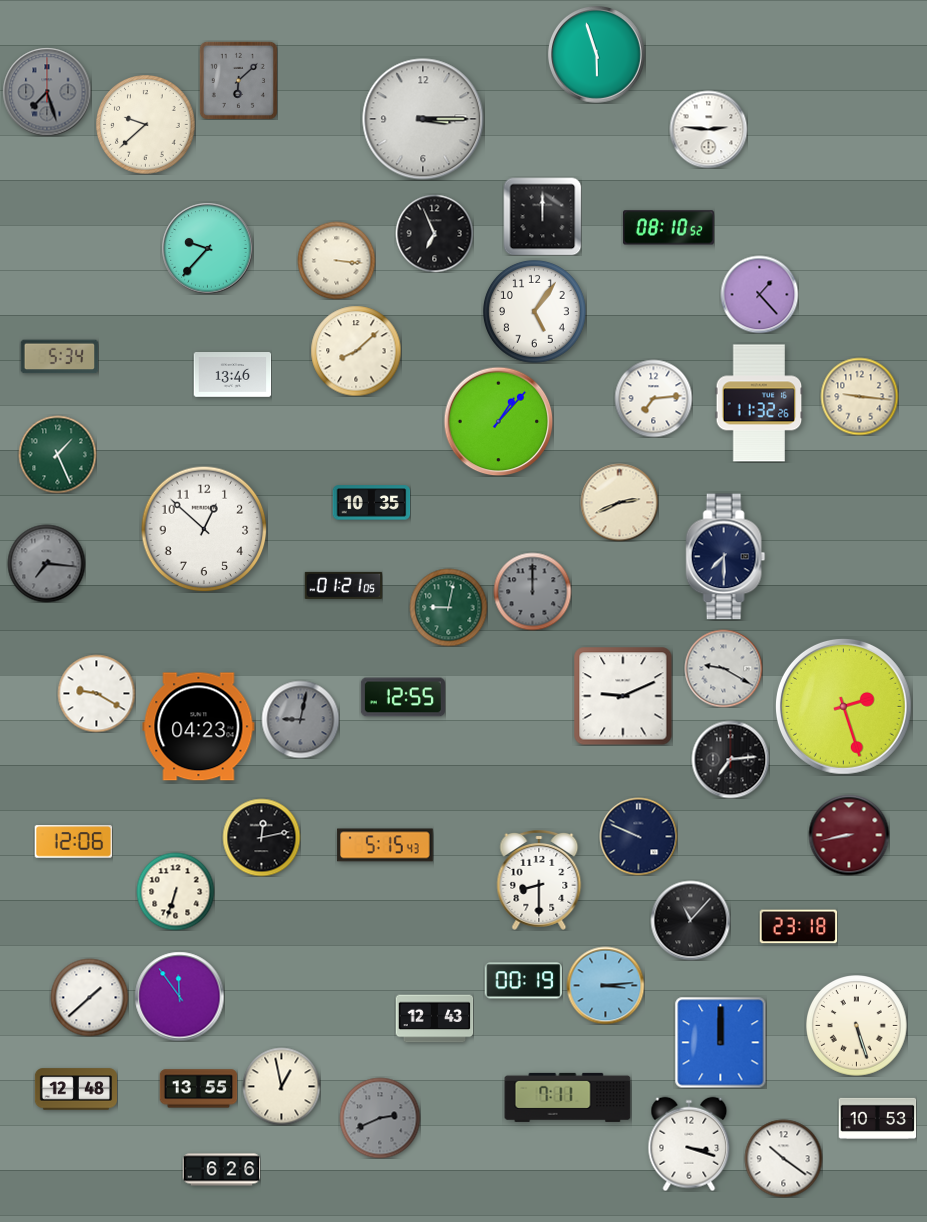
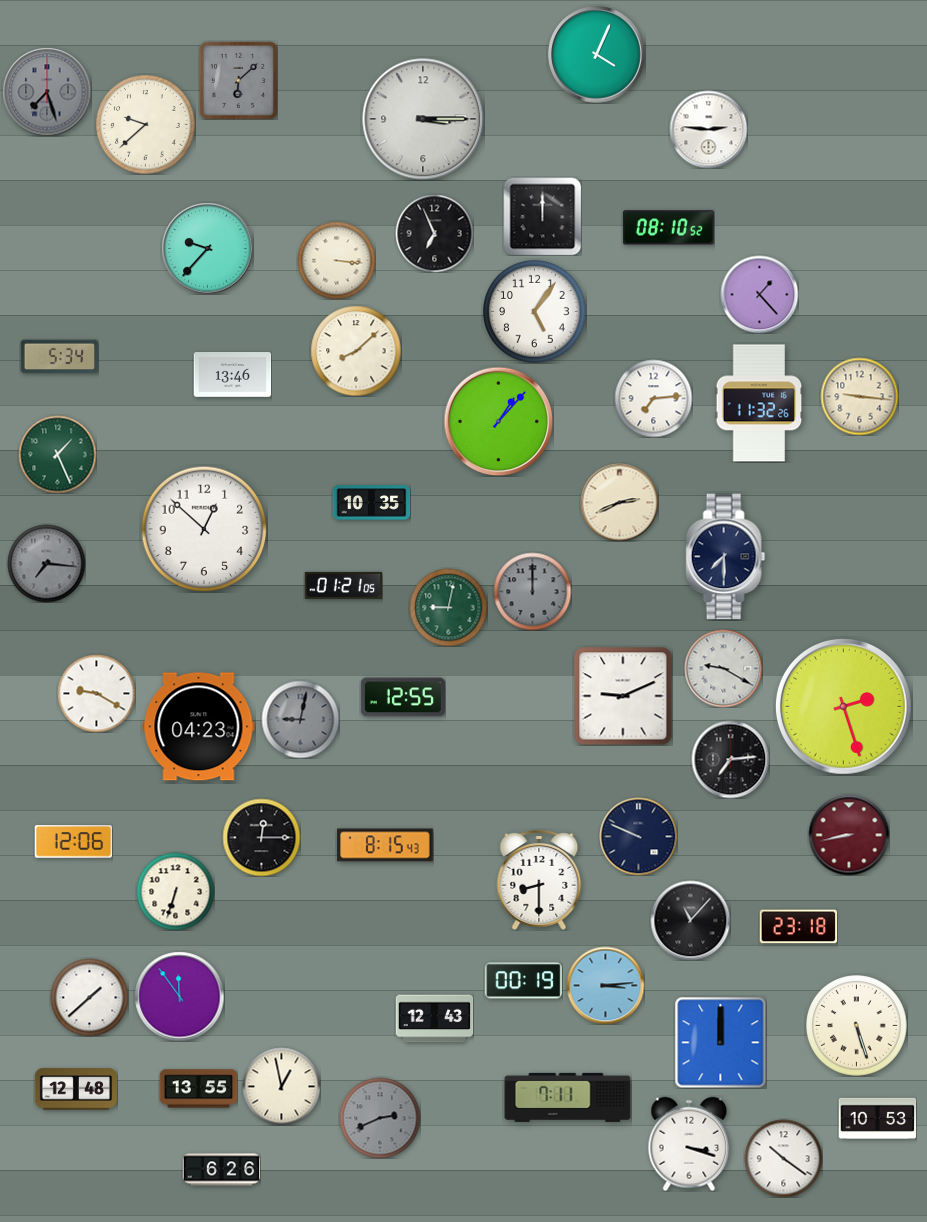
clock at (596, 54): 5:57 -> 4:04
clock at (261, 837): 12:13 -> 12:15
clock at (385, 845): 5:15 -> 8:15
